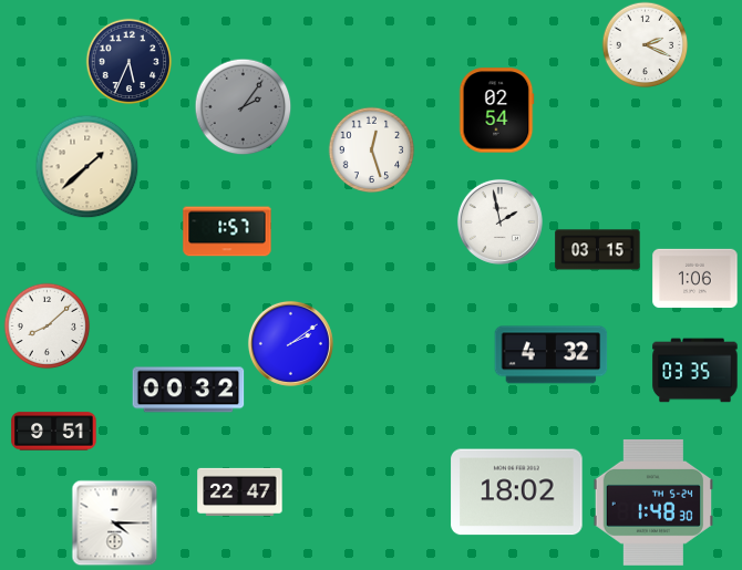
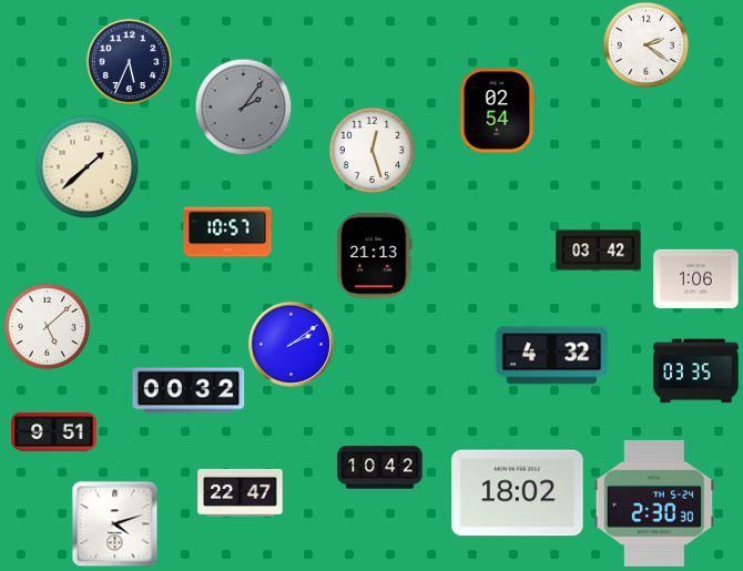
clock at (645, 44): 2:19 -> 2:21
clock at (499, 221): 1:58 -> none
clock at (227, 231): 1:57 -> 10:57
clock at (598, 250): 03:15 -> 03:42
clock at (375, 256): none -> 21:13
clock at (47, 325): 8:08 -> 5:08
clock at (380, 468): none -> 10:42
clock at (652, 502): 1:48 -> 2:30
clock at (114, 522): 4:15 -> 4:12
